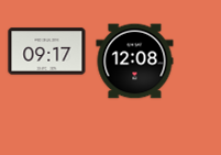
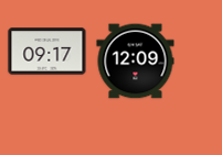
clock at (135, 62): 12:08 -> 12:09
